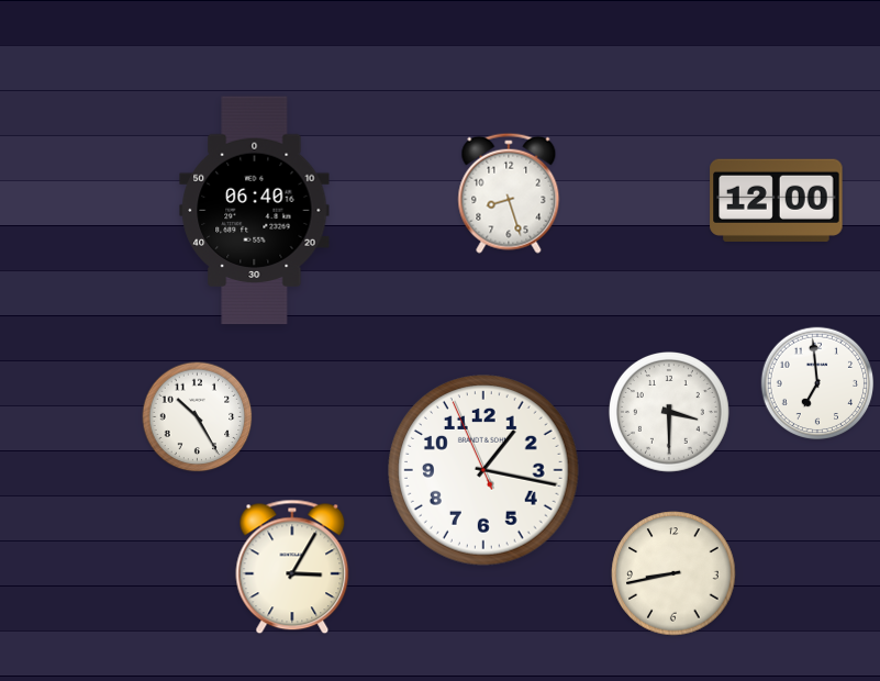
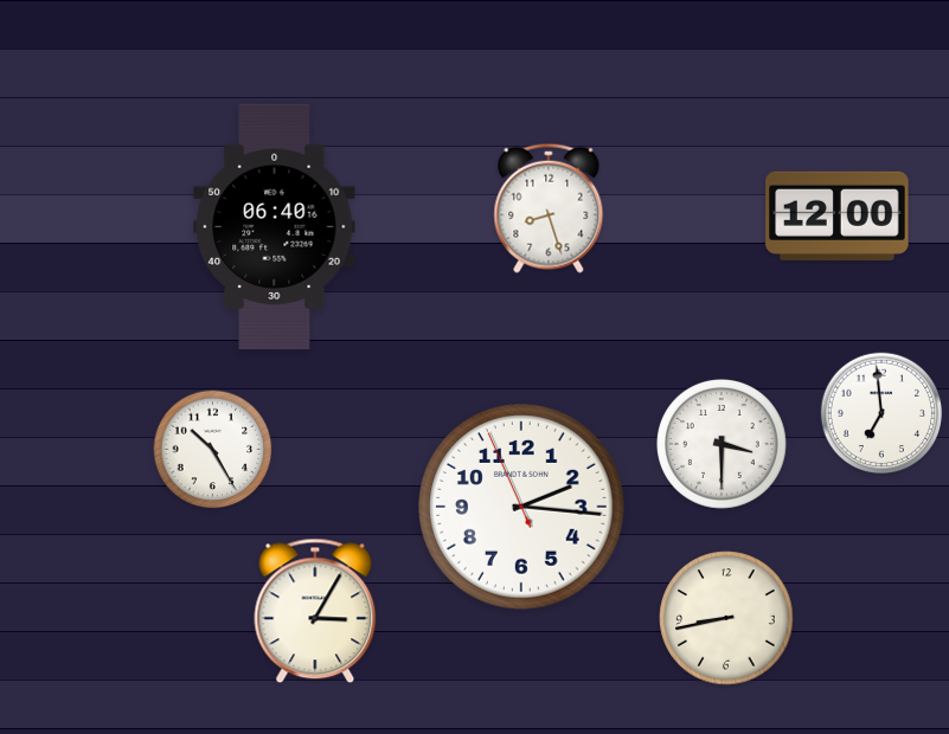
clock at (484, 471): 1:16 -> 2:15
